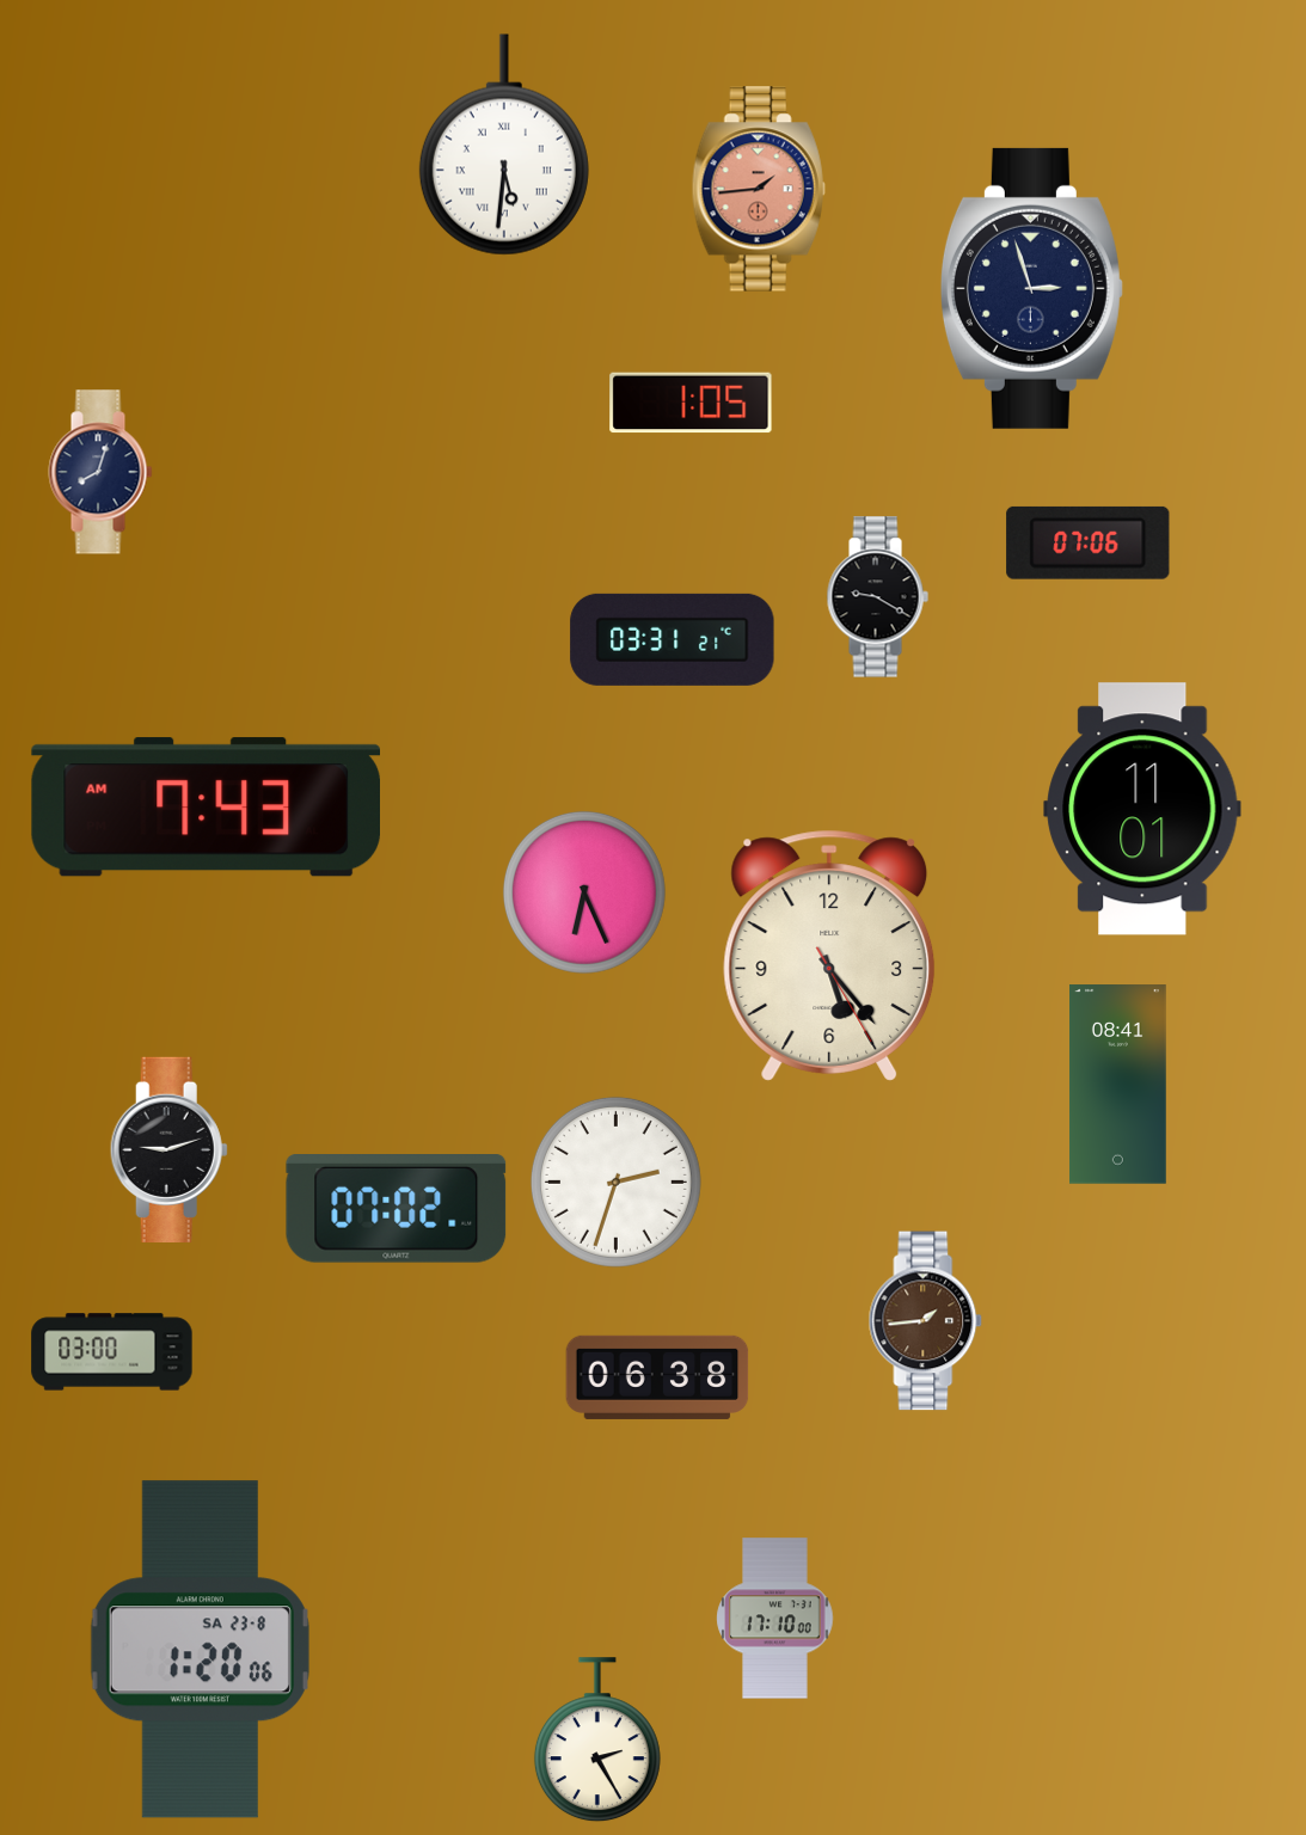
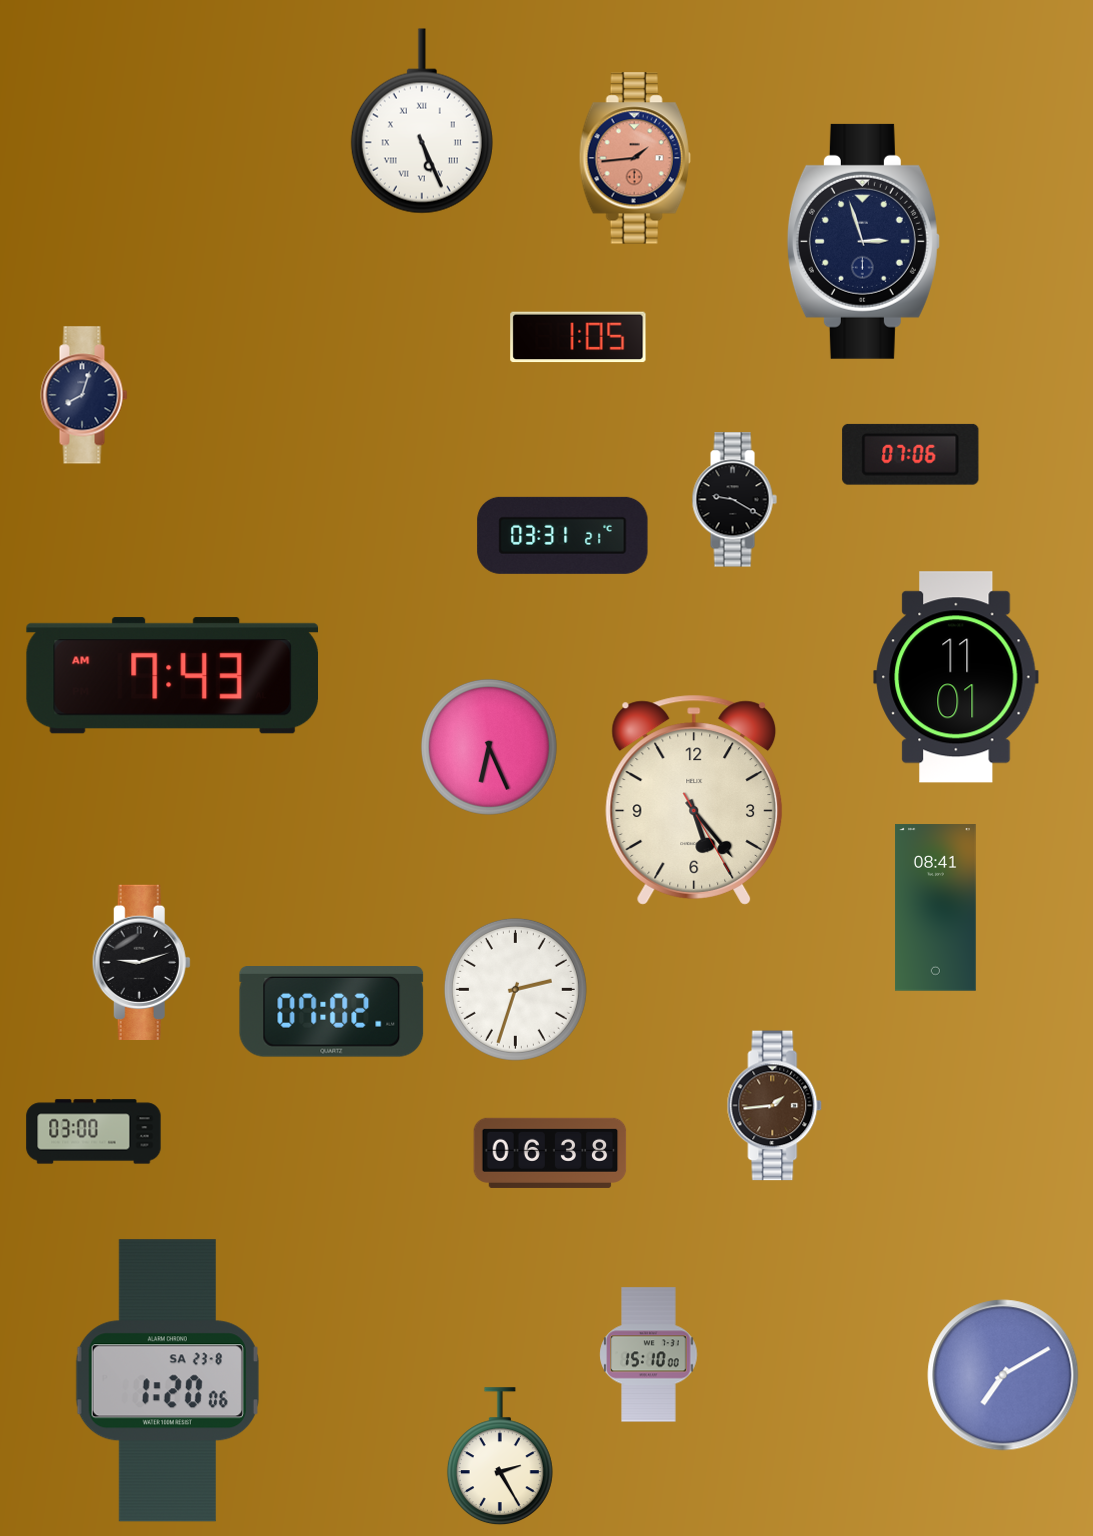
clock at (504, 145): 5:31 -> 5:26
clock at (775, 1619): 17:10 -> 15:10
clock at (1003, 1375): none -> 7:10
